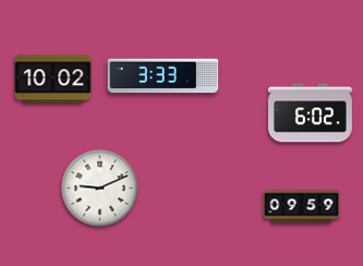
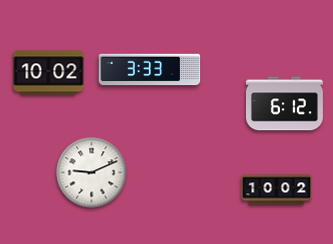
clock at (310, 113): 6:02 -> 6:12
clock at (302, 207): 09:59 -> 10:02
